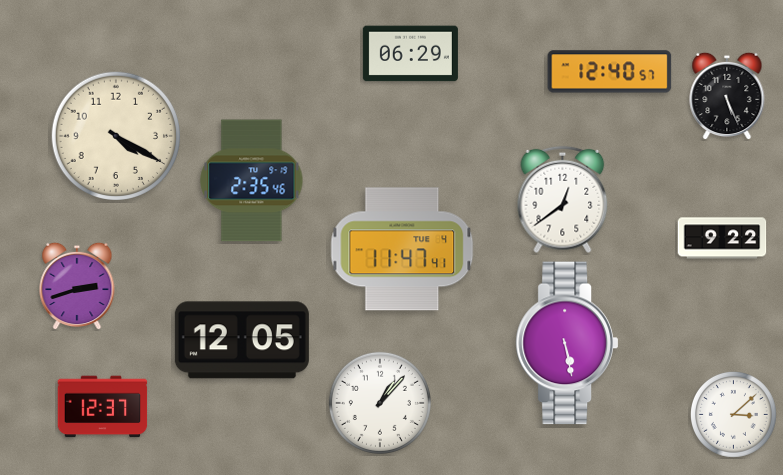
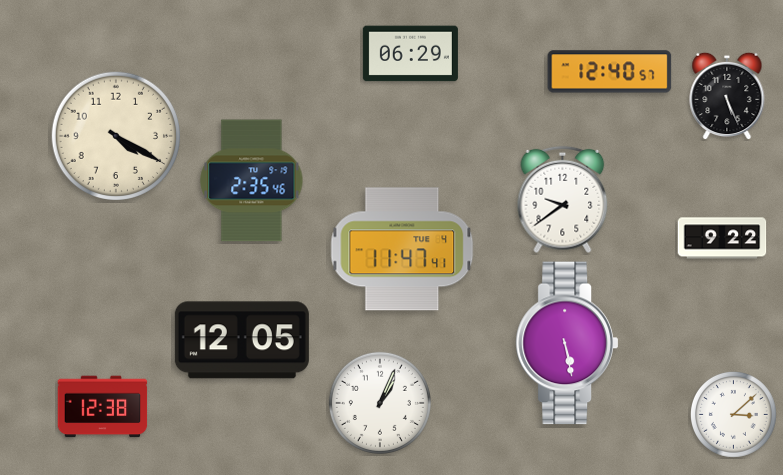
clock at (563, 200): 12:39 -> 9:39
clock at (77, 286): 2:42 -> none
clock at (380, 403): 1:07 -> 1:04
clock at (103, 407): 12:37 -> 12:38
